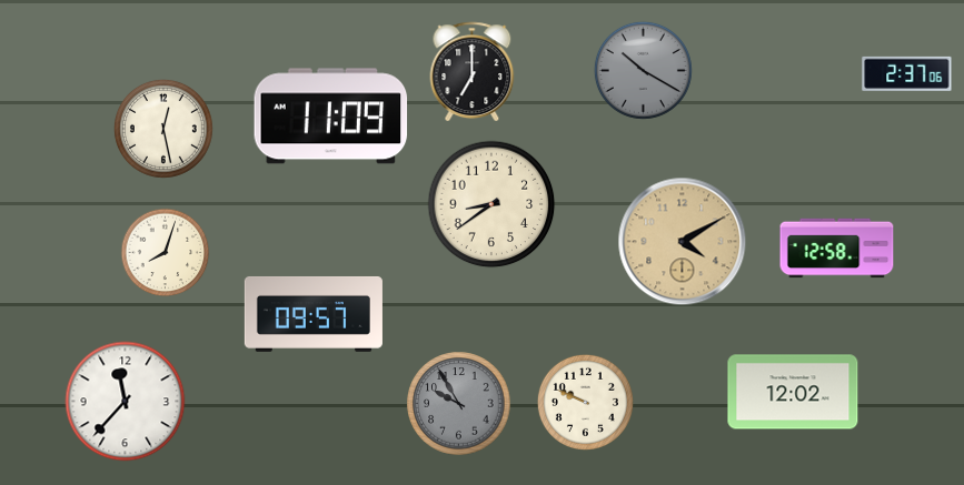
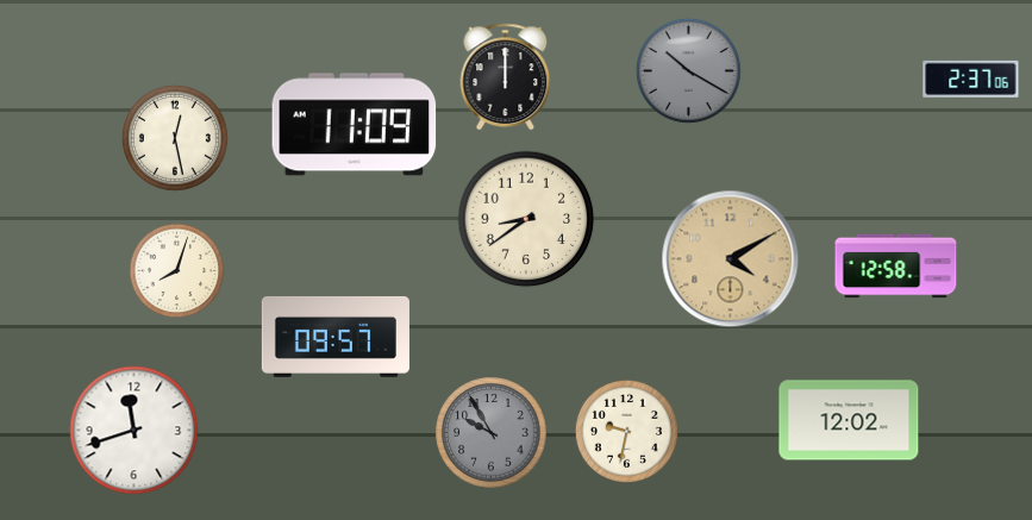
clock at (643, 70) position: (643, 70) -> (688, 70)
clock at (473, 72): 7:00 -> 12:00
clock at (126, 402): 11:37 -> 11:42
clock at (585, 402): 9:49 -> 9:32
